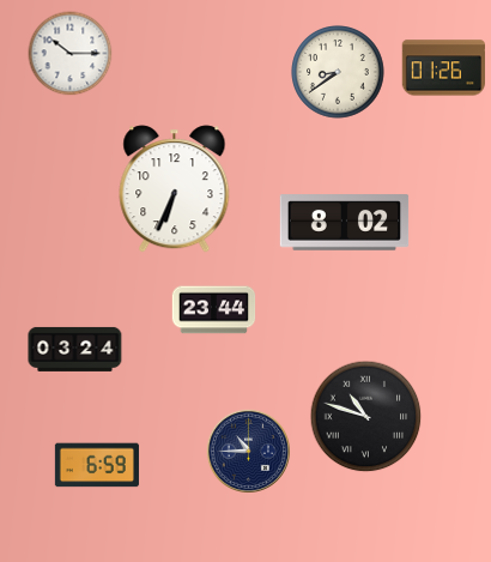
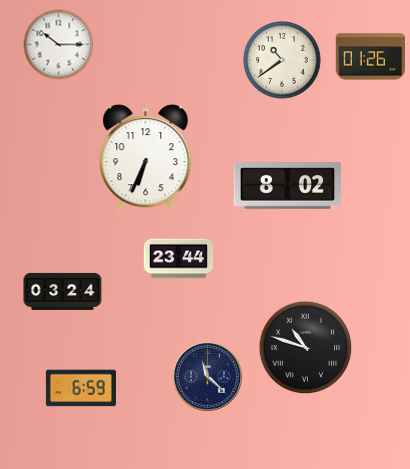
clock at (338, 72): 8:39 -> 10:39
clock at (248, 451): 10:45 -> 11:22
